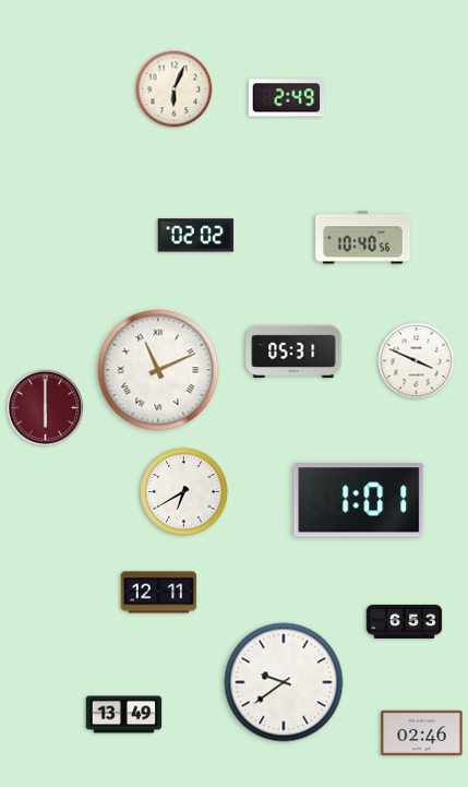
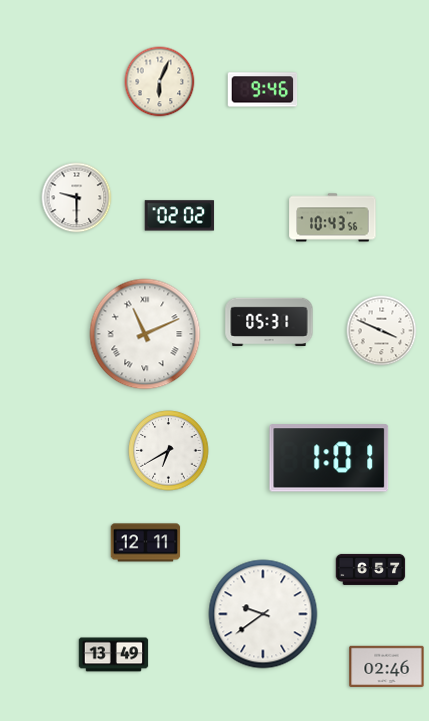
clock at (287, 98): 2:49 -> 9:46
clock at (77, 198): none -> 9:30
clock at (363, 238): 10:40 -> 10:43
clock at (158, 370) position: (158, 370) -> (145, 334)
clock at (45, 407): 6:00 -> none
clock at (405, 621): 6:53 -> 6:57
clock at (284, 682) position: (284, 682) -> (263, 614)
clock at (422, 732) position: (422, 732) -> (387, 666)
